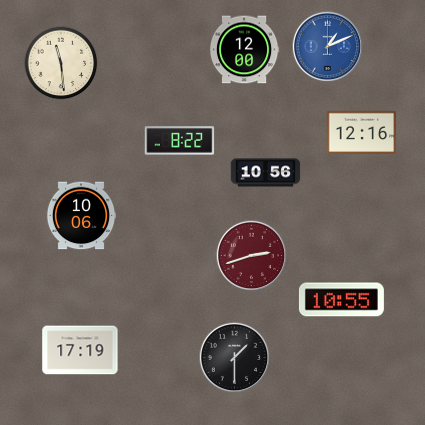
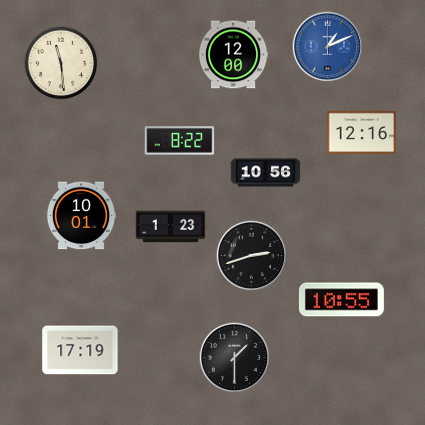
clock at (244, 50) position: (244, 50) -> (233, 55)
clock at (81, 216): 10:06 -> 10:01
clock at (171, 227): none -> 1:23
clock at (252, 256) dial: burgundy -> black
